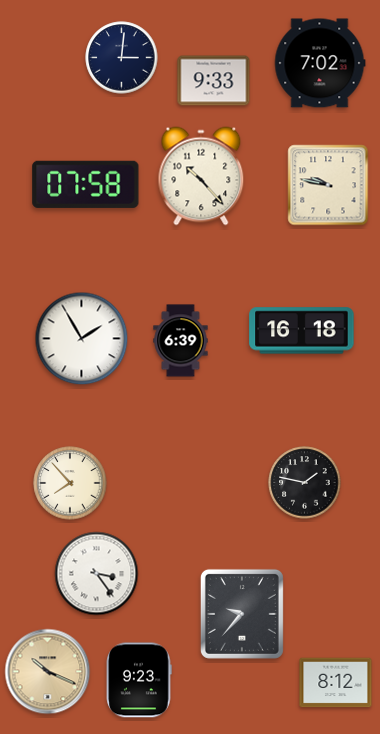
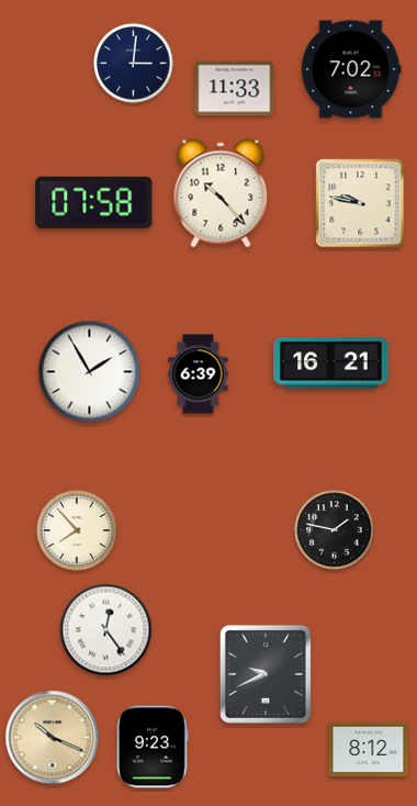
clock at (214, 81): 9:33 -> 11:33
clock at (302, 331): 16:18 -> 16:21
clock at (97, 574): 3:24 -> 12:24
clock at (242, 614): 9:37 -> 9:41
